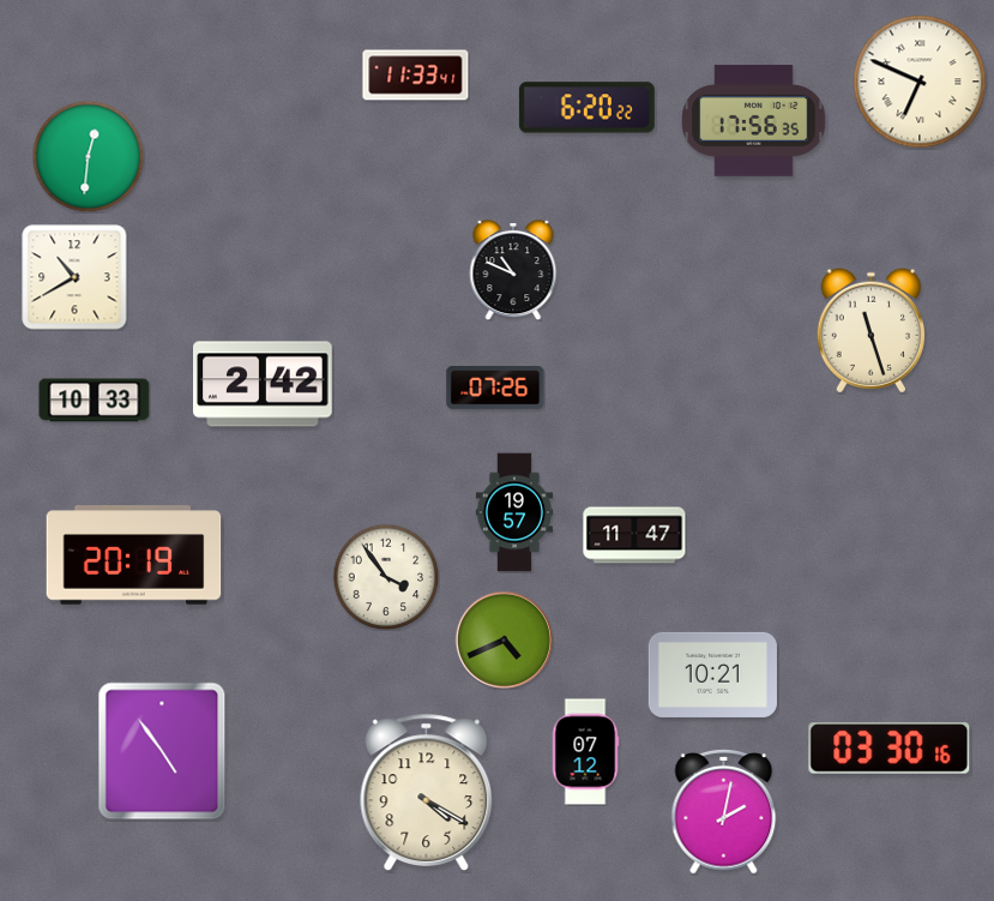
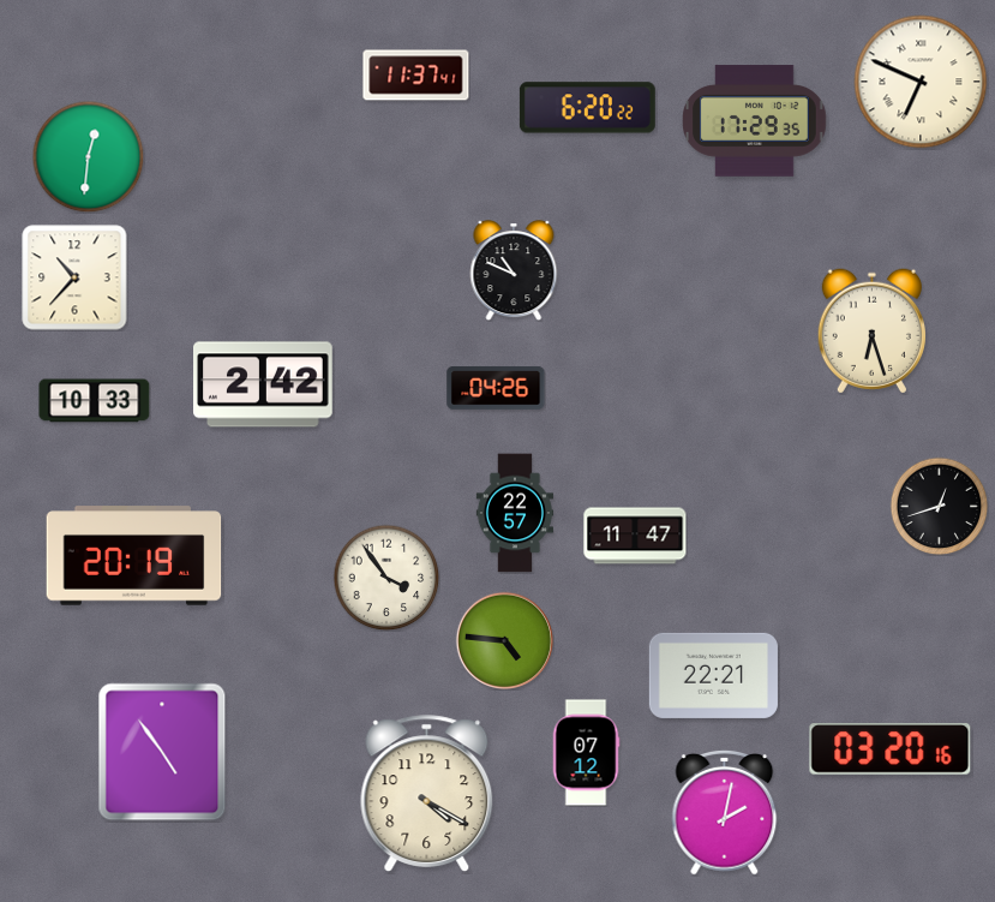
clock at (416, 76): 11:33 -> 11:37
clock at (754, 121): 17:56 -> 17:29
clock at (74, 277): 10:40 -> 10:37
clock at (870, 331): 11:27 -> 6:27
clock at (495, 388): 07:26 -> 04:26
clock at (939, 506): none -> 12:42
clock at (513, 512): 19:57 -> 22:57
clock at (504, 639): 4:41 -> 4:46
clock at (712, 674): 10:21 -> 22:21
clock at (890, 749): 03:30 -> 03:20
